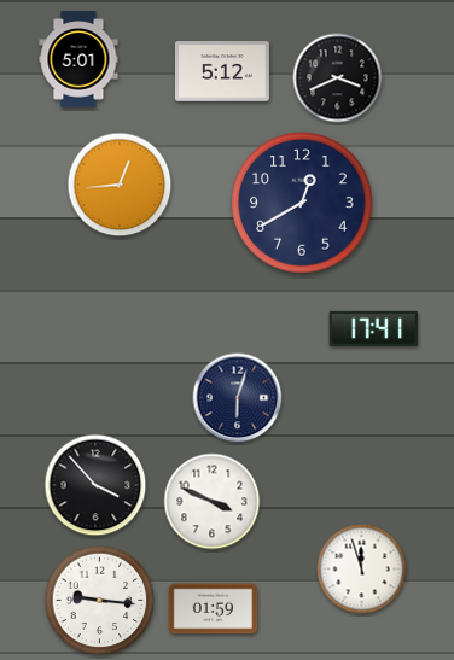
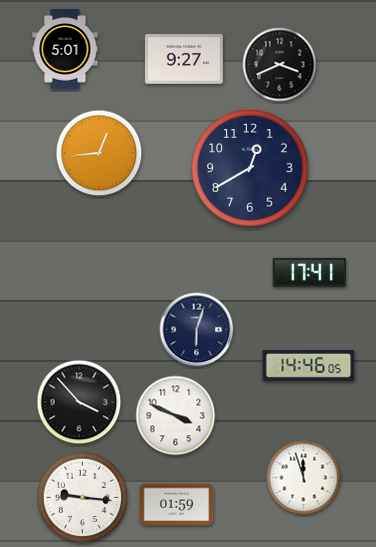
clock at (222, 71): 5:12 -> 9:27
clock at (309, 365): none -> 14:46
clock at (362, 570) position: (362, 570) -> (304, 478)
